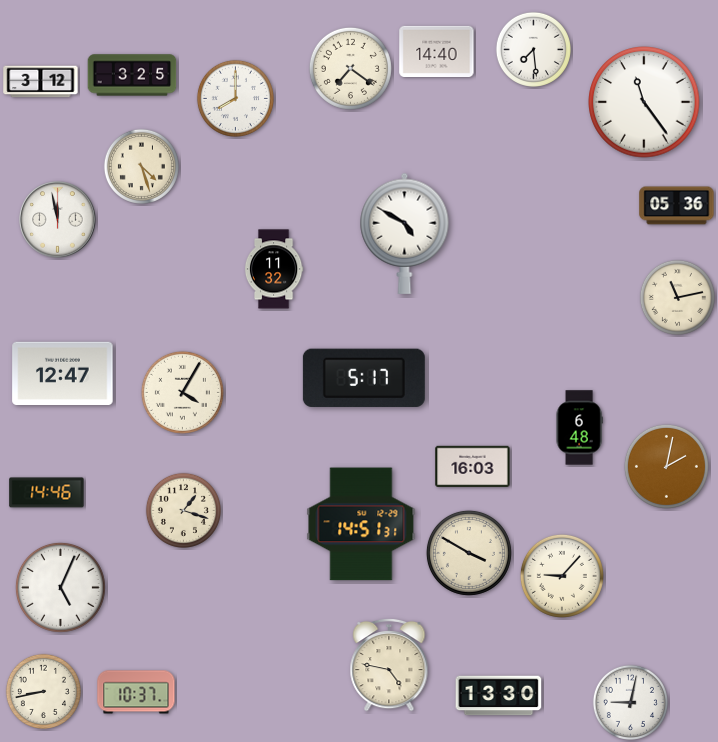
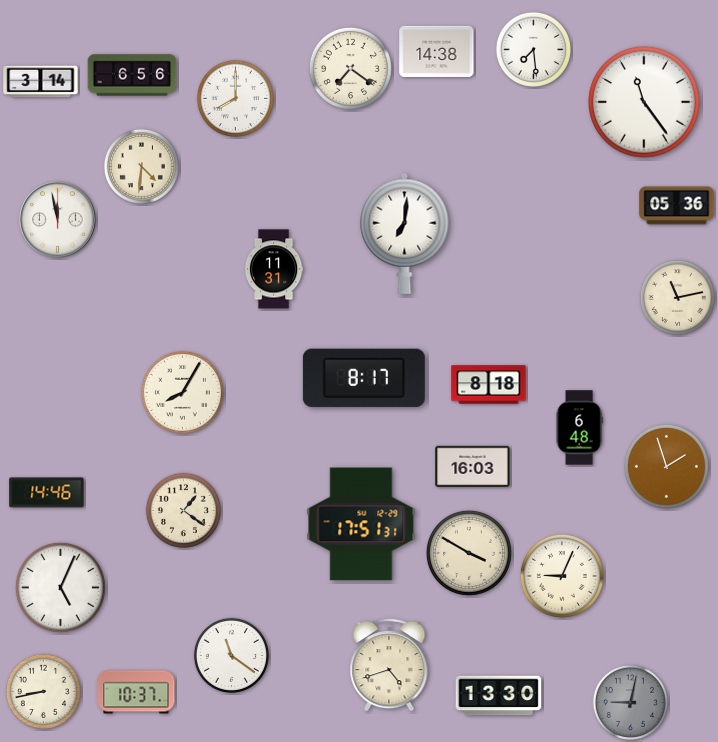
clock at (437, 51): 14:40 -> 14:38
clock at (132, 75): 3:25 -> 6:56
clock at (41, 82): 3:12 -> 3:14
clock at (141, 166): 4:27 -> 4:31
clock at (405, 233): 4:50 -> 7:01
clock at (274, 269): 11:32 -> 11:31
clock at (63, 374): 12:47 -> none
clock at (364, 377): 5:17 -> 8:17
clock at (489, 385): none -> 8:18
clock at (182, 392): 4:05 -> 8:05
clock at (666, 466): 2:02 -> 1:57
clock at (183, 510): 1:18 -> 1:21
clock at (361, 524): 14:51 -> 17:51
clock at (562, 576): 9:07 -> 9:04
clock at (231, 655): none -> 11:21
clock at (389, 665): 4:47 -> 4:42
clock at (630, 702) dial: white -> grey
